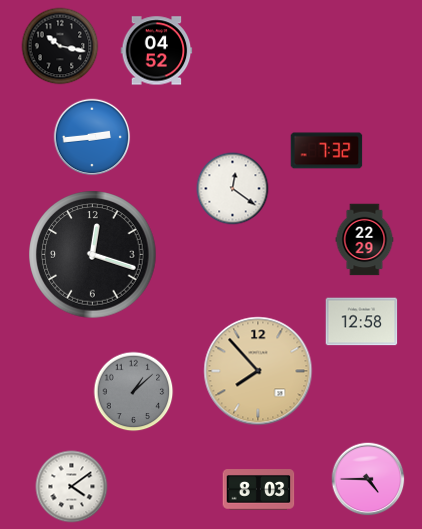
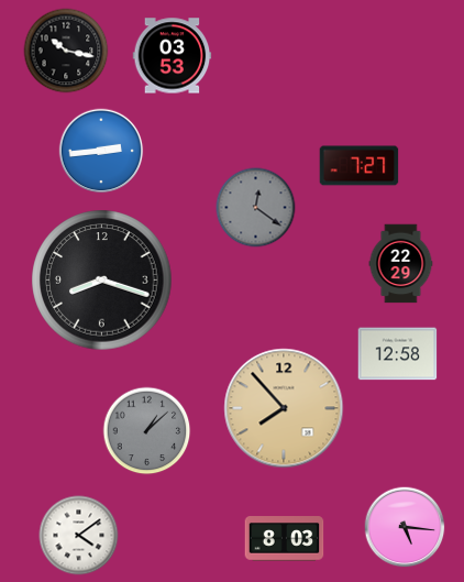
clock at (157, 51): 04:52 -> 03:53
clock at (327, 151): 7:32 -> 7:27
clock at (233, 189) dial: white -> grey
clock at (93, 255): 12:18 -> 8:18
clock at (368, 479): 4:45 -> 5:16
